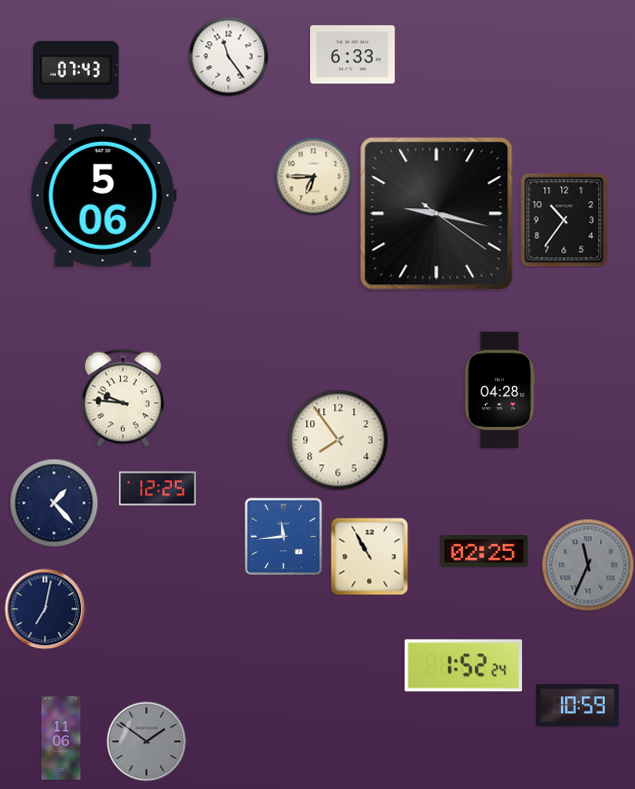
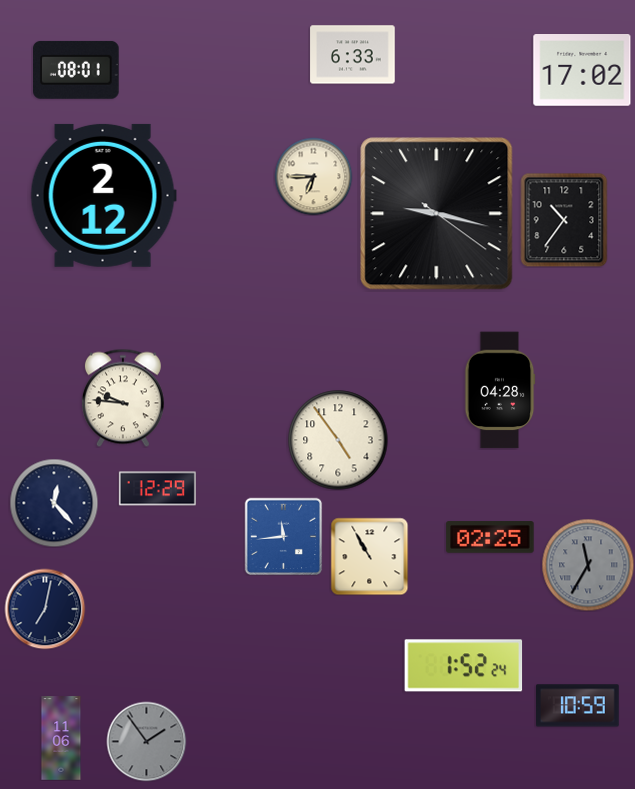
clock at (228, 56): 11:24 -> none
clock at (76, 70): 07:43 -> 08:01
clock at (582, 71): none -> 17:02
clock at (103, 195): 5:06 -> 2:12
clock at (338, 440): 7:54 -> 4:54
clock at (157, 489): 12:25 -> 12:29
clock at (54, 503): 1:23 -> 12:23
clock at (484, 551) position: (484, 551) -> (490, 537)
clock at (588, 565): 11:34 -> 11:35
clock at (146, 741): 1:51 -> 1:54
